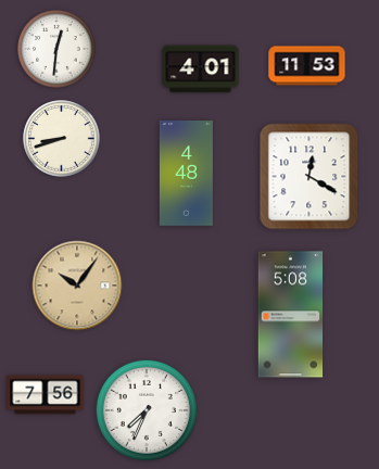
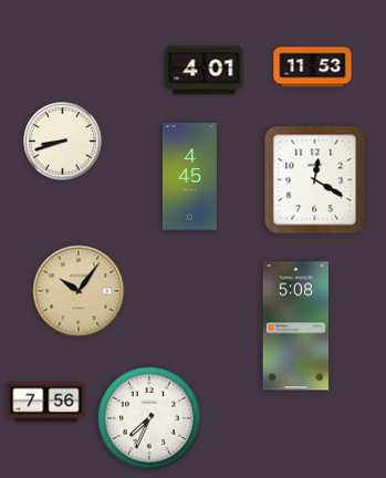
clock at (56, 49): 12:31 -> none
clock at (186, 174): 4:48 -> 4:45
clock at (291, 315) position: (291, 315) -> (296, 326)
